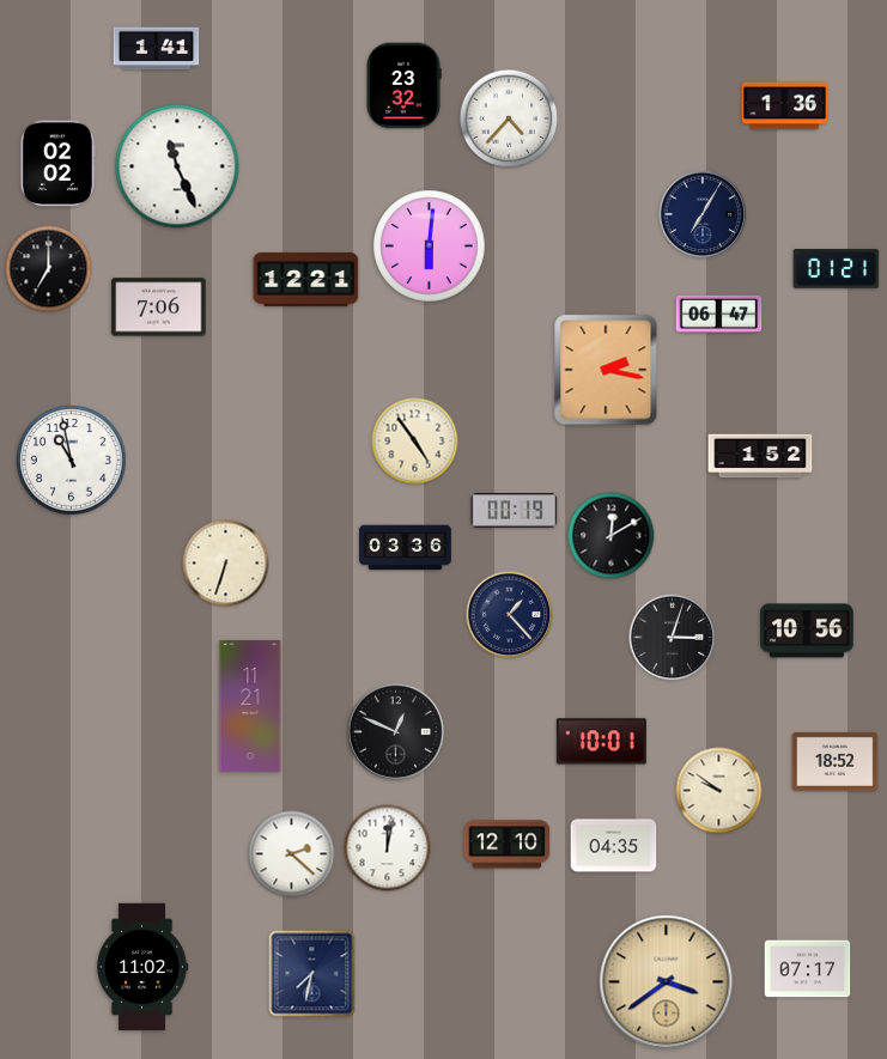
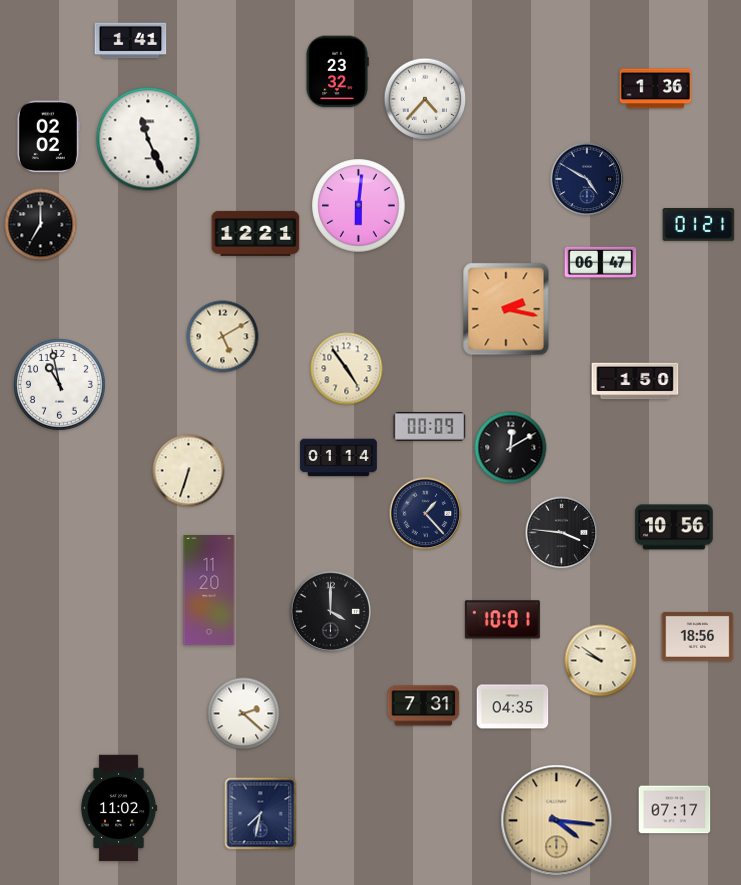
clock at (703, 214): 7:05 -> 4:50
clock at (159, 308): 7:06 -> none
clock at (223, 337): none -> 5:10
clock at (760, 456): 1:52 -> 1:50
clock at (515, 511): 00:19 -> 00:09
clock at (406, 548): 03:36 -> 01:14
clock at (673, 638): 3:03 -> 3:46
clock at (250, 707): 11:21 -> 11:20
clock at (395, 731): 12:49 -> 4:00
clock at (836, 761): 18:52 -> 18:56
clock at (508, 845): 12:10 -> 7:31
clock at (388, 848): 12:02 -> none
clock at (667, 982): 3:39 -> 4:16
